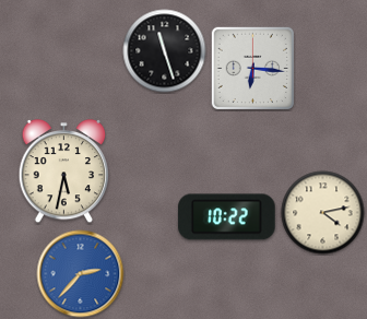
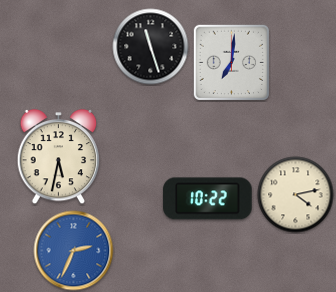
clock at (252, 68): 6:16 -> 7:01
clock at (81, 274): 2:37 -> 2:34
